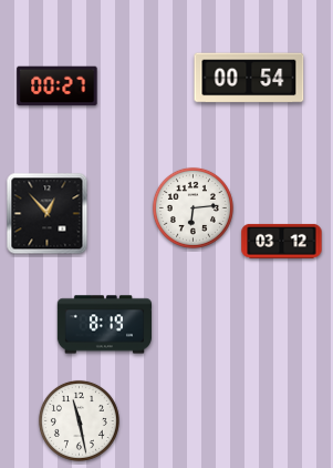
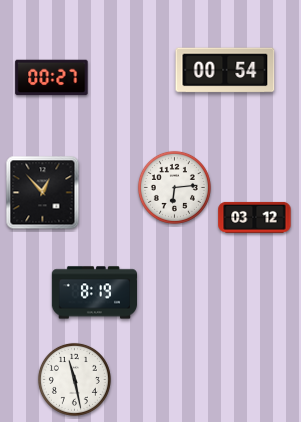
clock at (79, 420) position: (79, 420) -> (74, 379)
